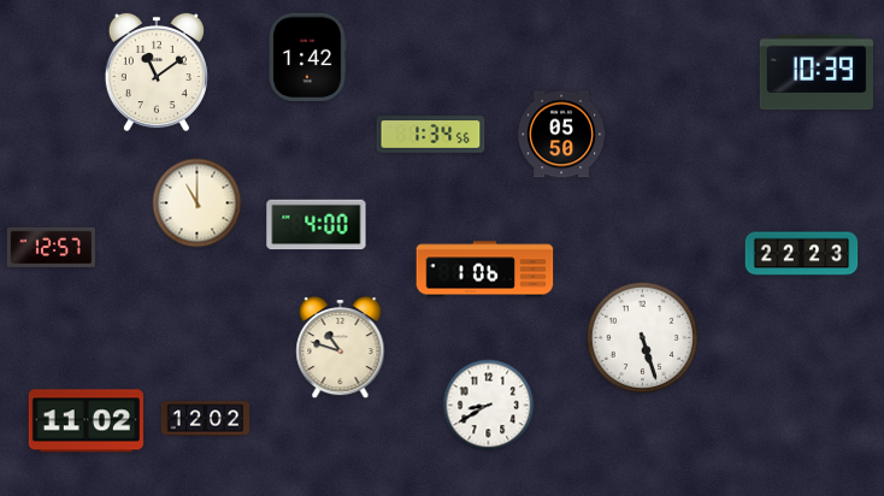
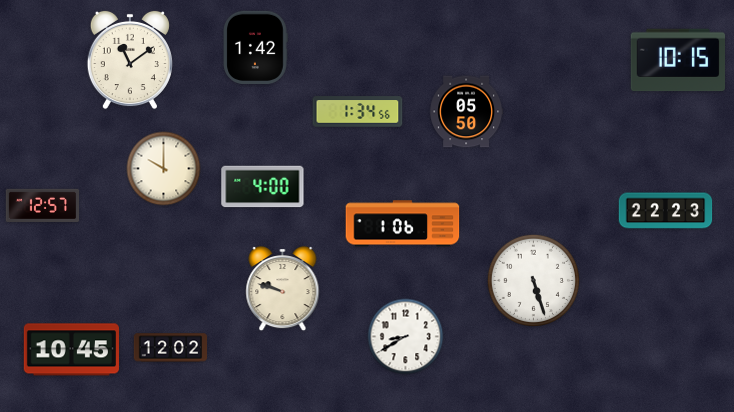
clock at (815, 72): 10:39 -> 10:15
clock at (198, 203): 11:00 -> 10:00
clock at (341, 348): 10:48 -> 9:48
clock at (86, 421): 11:02 -> 10:45
